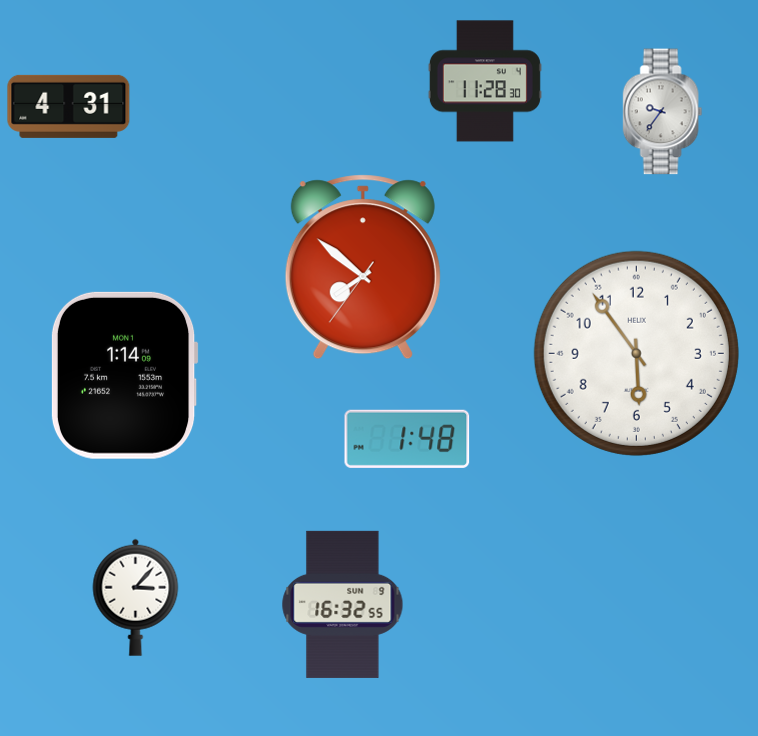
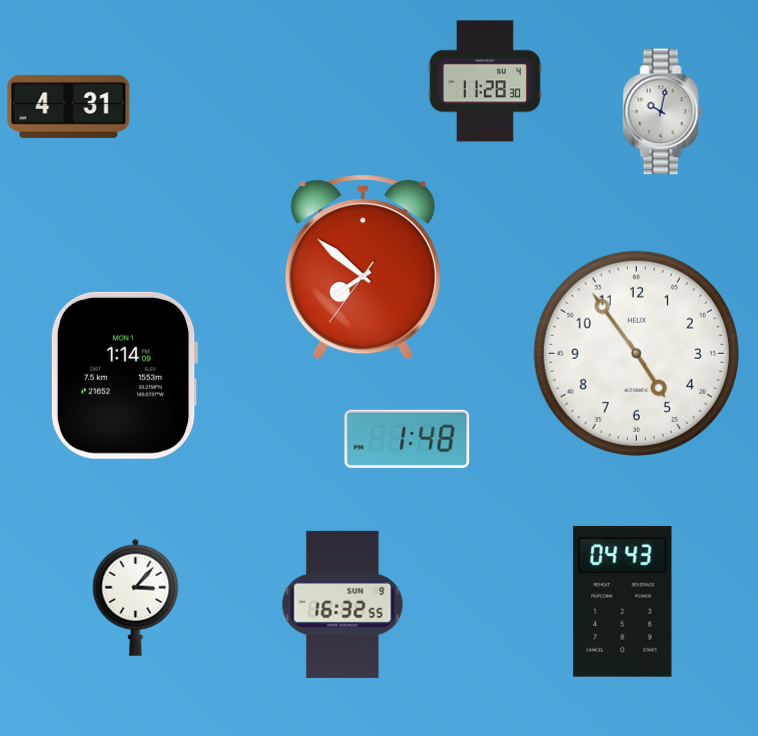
clock at (663, 112): 9:36 -> 10:02
clock at (636, 353): 5:54 -> 4:54
clock at (623, 601): none -> 04:43
